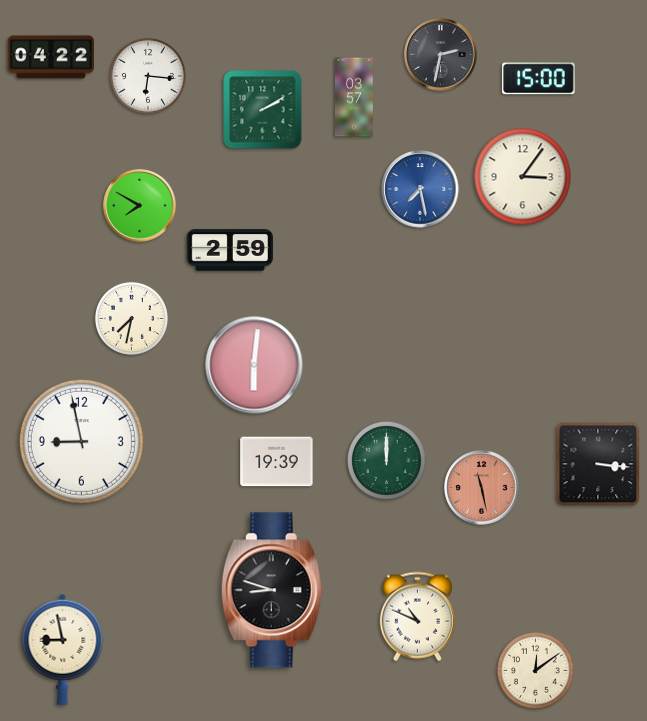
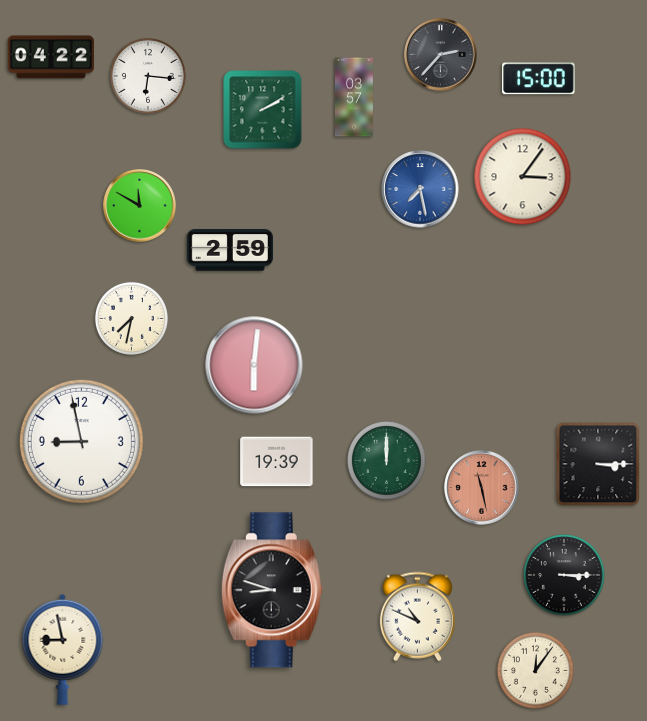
clock at (441, 55): 2:32 -> 2:37
clock at (140, 206): 7:50 -> 11:50
clock at (598, 464): 3:16 -> 3:15
clock at (564, 575): none -> 3:15
clock at (535, 670): 12:09 -> 12:06
